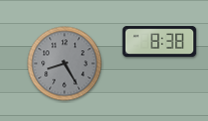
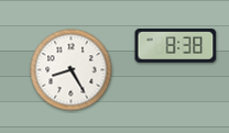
clock at (65, 64) dial: grey -> white
